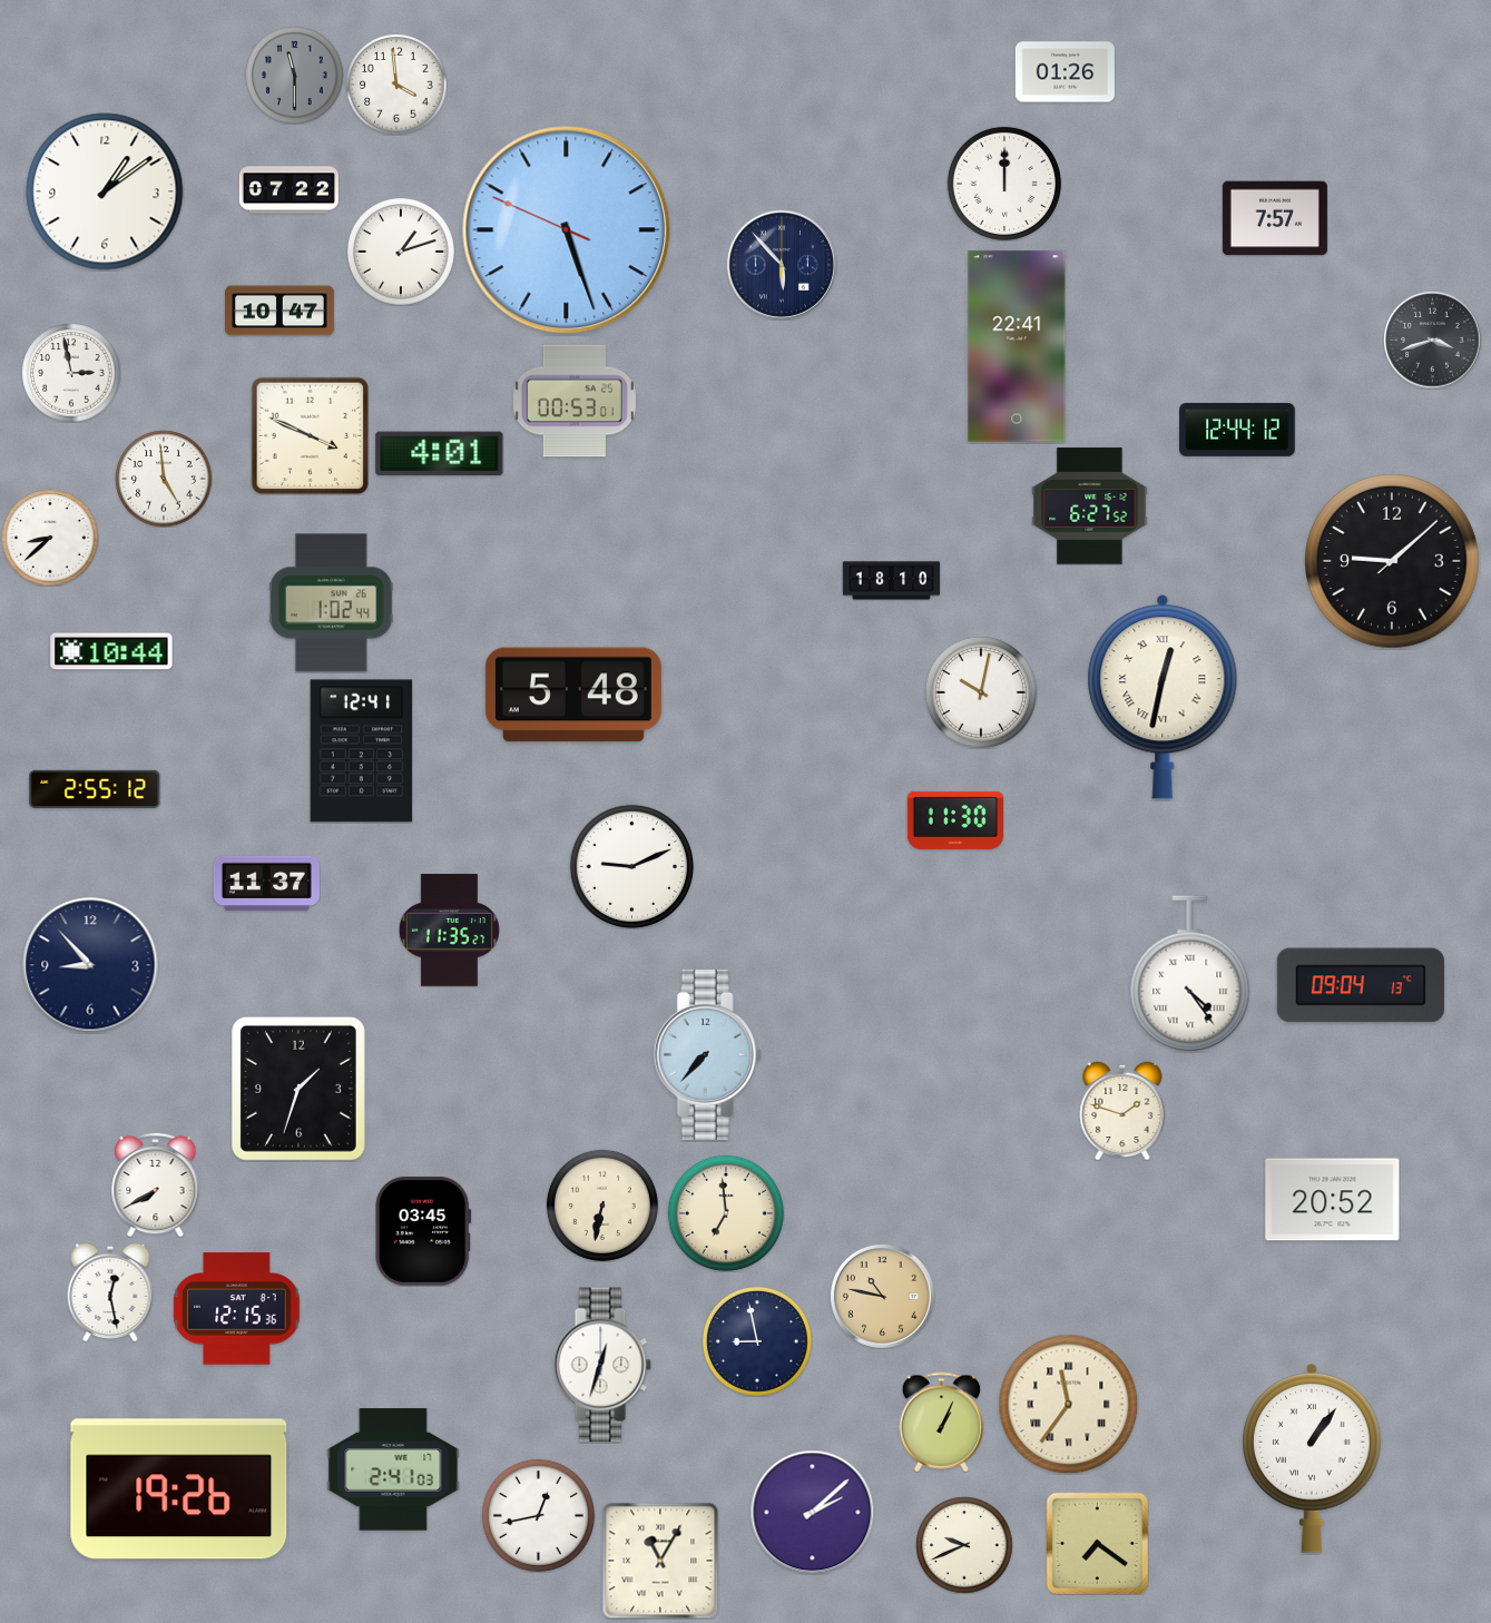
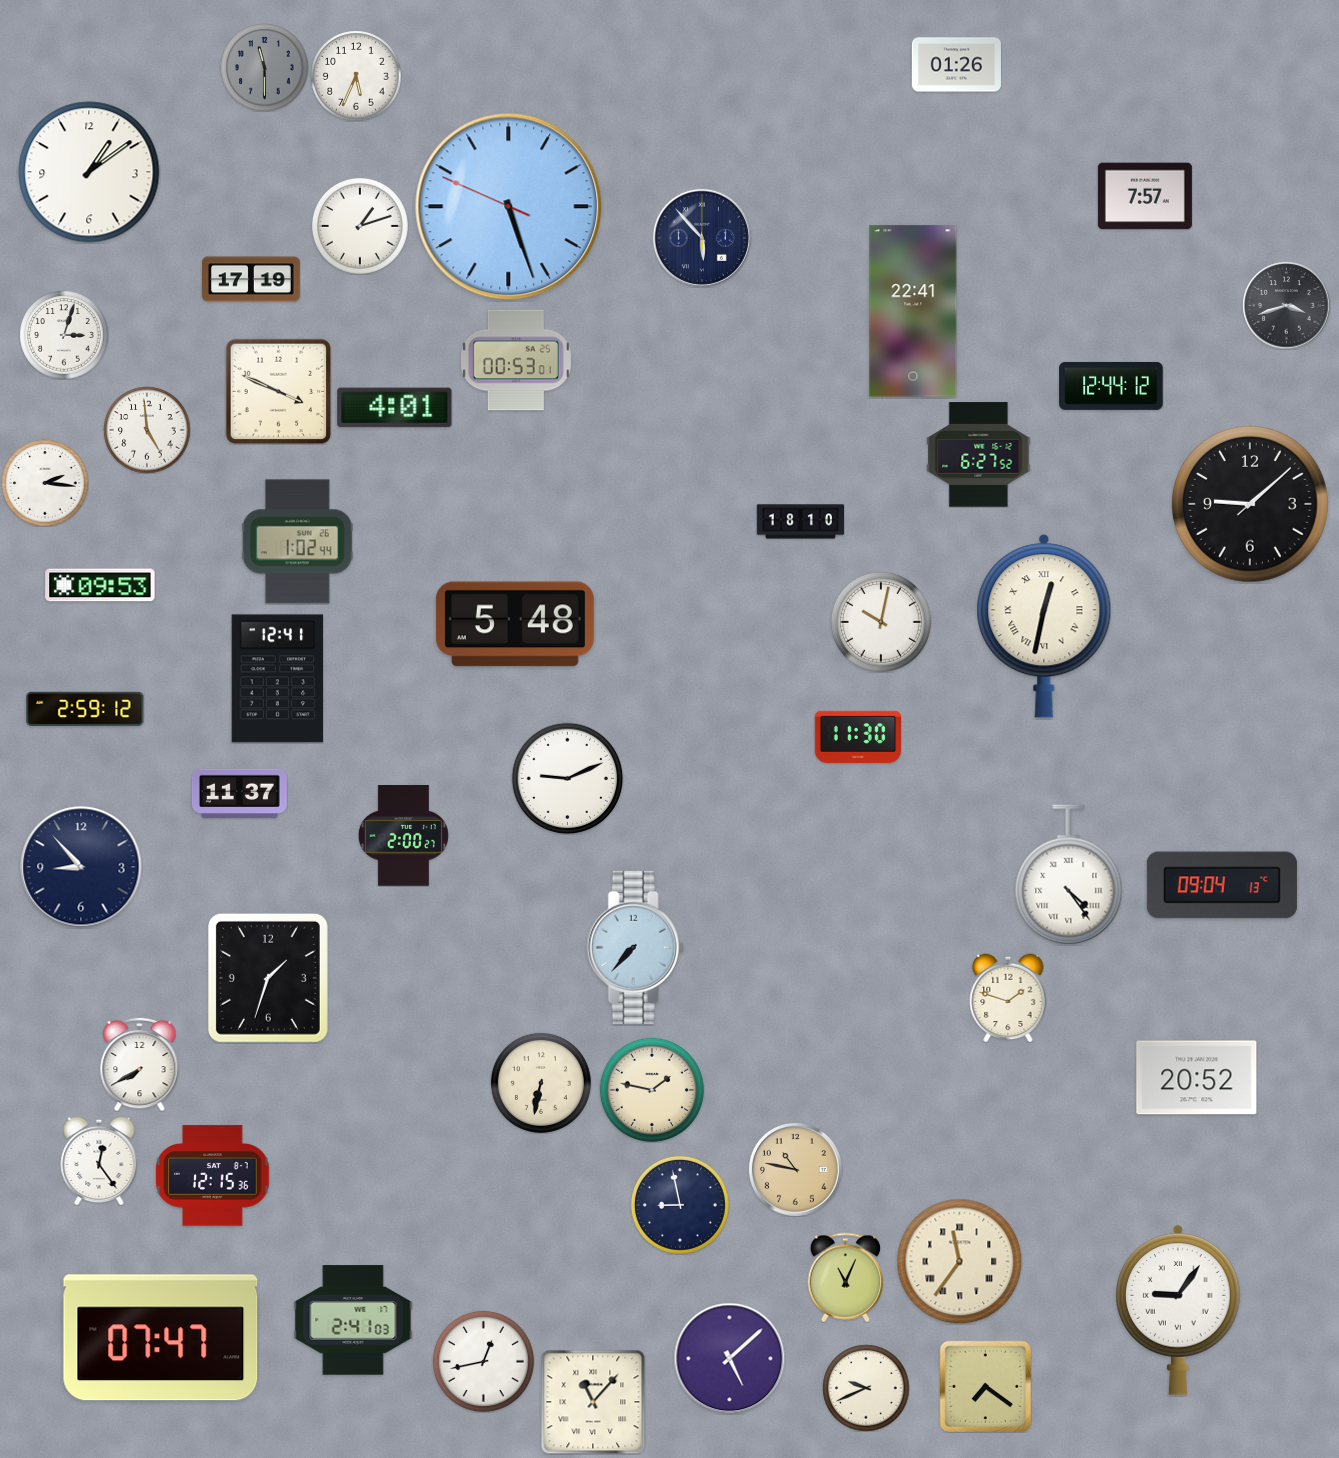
clock at (396, 85): 3:59 -> 5:34
clock at (1004, 184): 12:00 -> none
clock at (288, 190): 07:22 -> none
clock at (105, 191) position: (105, 191) -> (89, 172)
clock at (281, 311): 10:47 -> 17:19
clock at (71, 373): 2:58 -> 3:03
clock at (50, 538): 8:38 -> 2:16
clock at (111, 651): 10:44 -> 09:53
clock at (362, 751) position: (362, 751) -> (278, 679)
clock at (95, 789): 2:55 -> 2:59
clock at (449, 931): 11:35 -> 2:00
clock at (726, 1213): 6:59 -> 1:47
clock at (423, 1231): 03:45 -> none
clock at (110, 1292): 12:28 -> 12:24
clock at (882, 1296) position: (882, 1296) -> (795, 1169)
clock at (602, 1365): 12:33 -> none
clock at (942, 1422): 1:04 -> 11:04
clock at (1313, 1458): 1:06 -> 9:06
clock at (179, 1489): 19:26 -> 07:47
clock at (812, 1512): 2:08 -> 5:08
clock at (660, 1561): 11:05 -> 11:07
